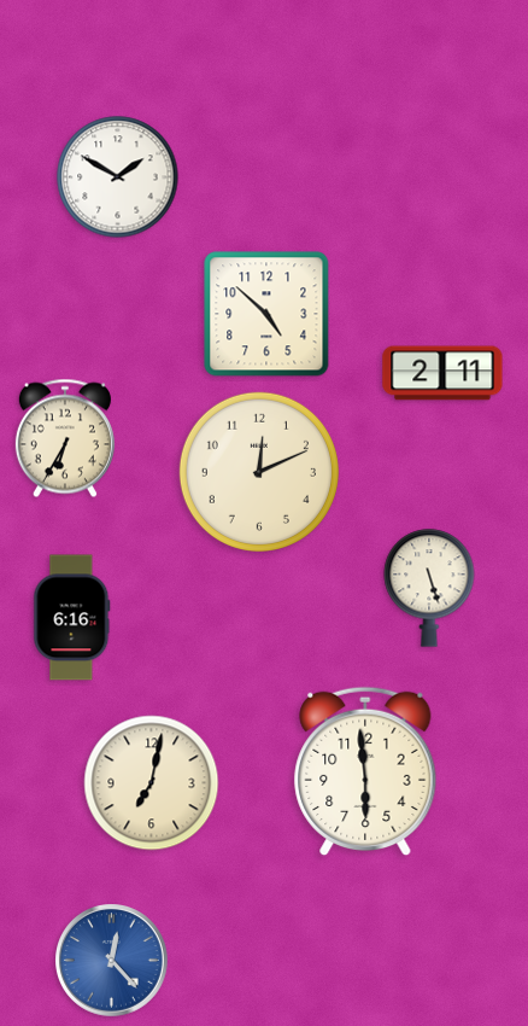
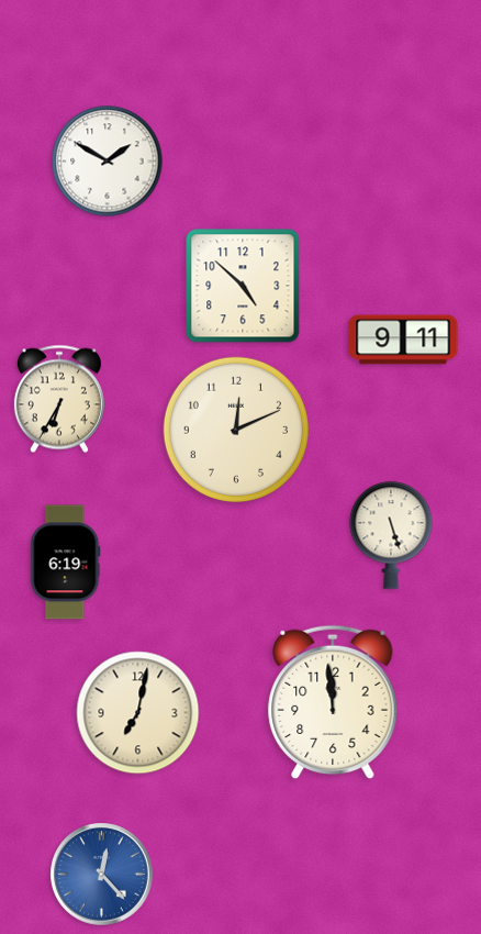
clock at (442, 373): 2:11 -> 9:11
clock at (72, 618): 6:16 -> 6:19
clock at (365, 771): 5:59 -> 11:59
